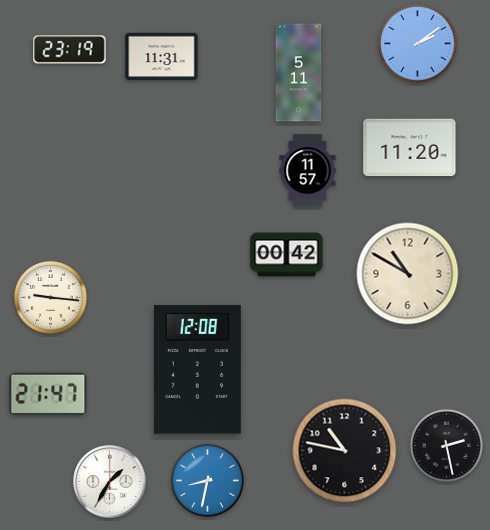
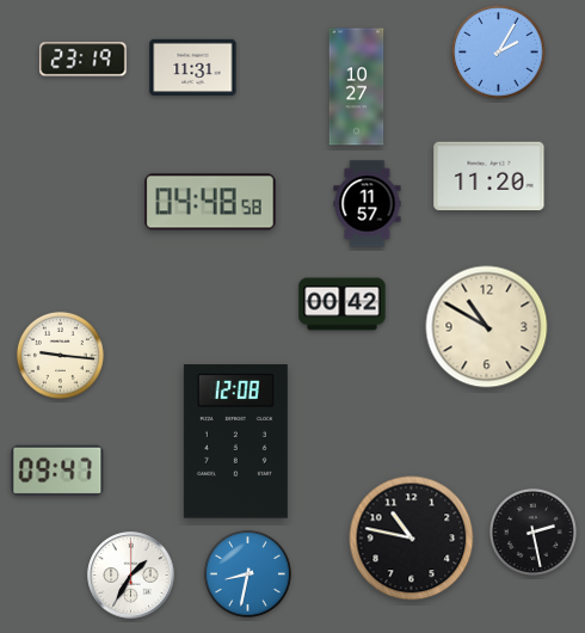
clock at (418, 44): 2:09 -> 2:05
clock at (299, 73): 5:11 -> 10:27
clock at (210, 202): none -> 04:48
clock at (48, 394): 21:47 -> 09:47
